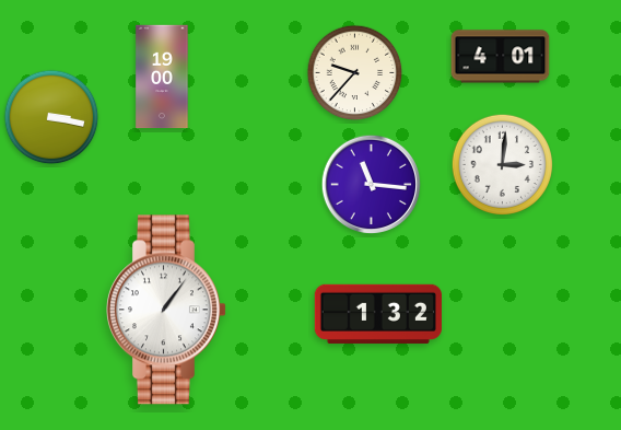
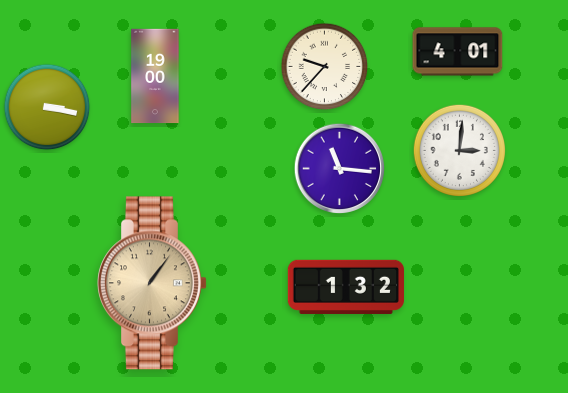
clock at (162, 77) position: (162, 77) -> (155, 76)
clock at (167, 310) dial: white -> champagne
